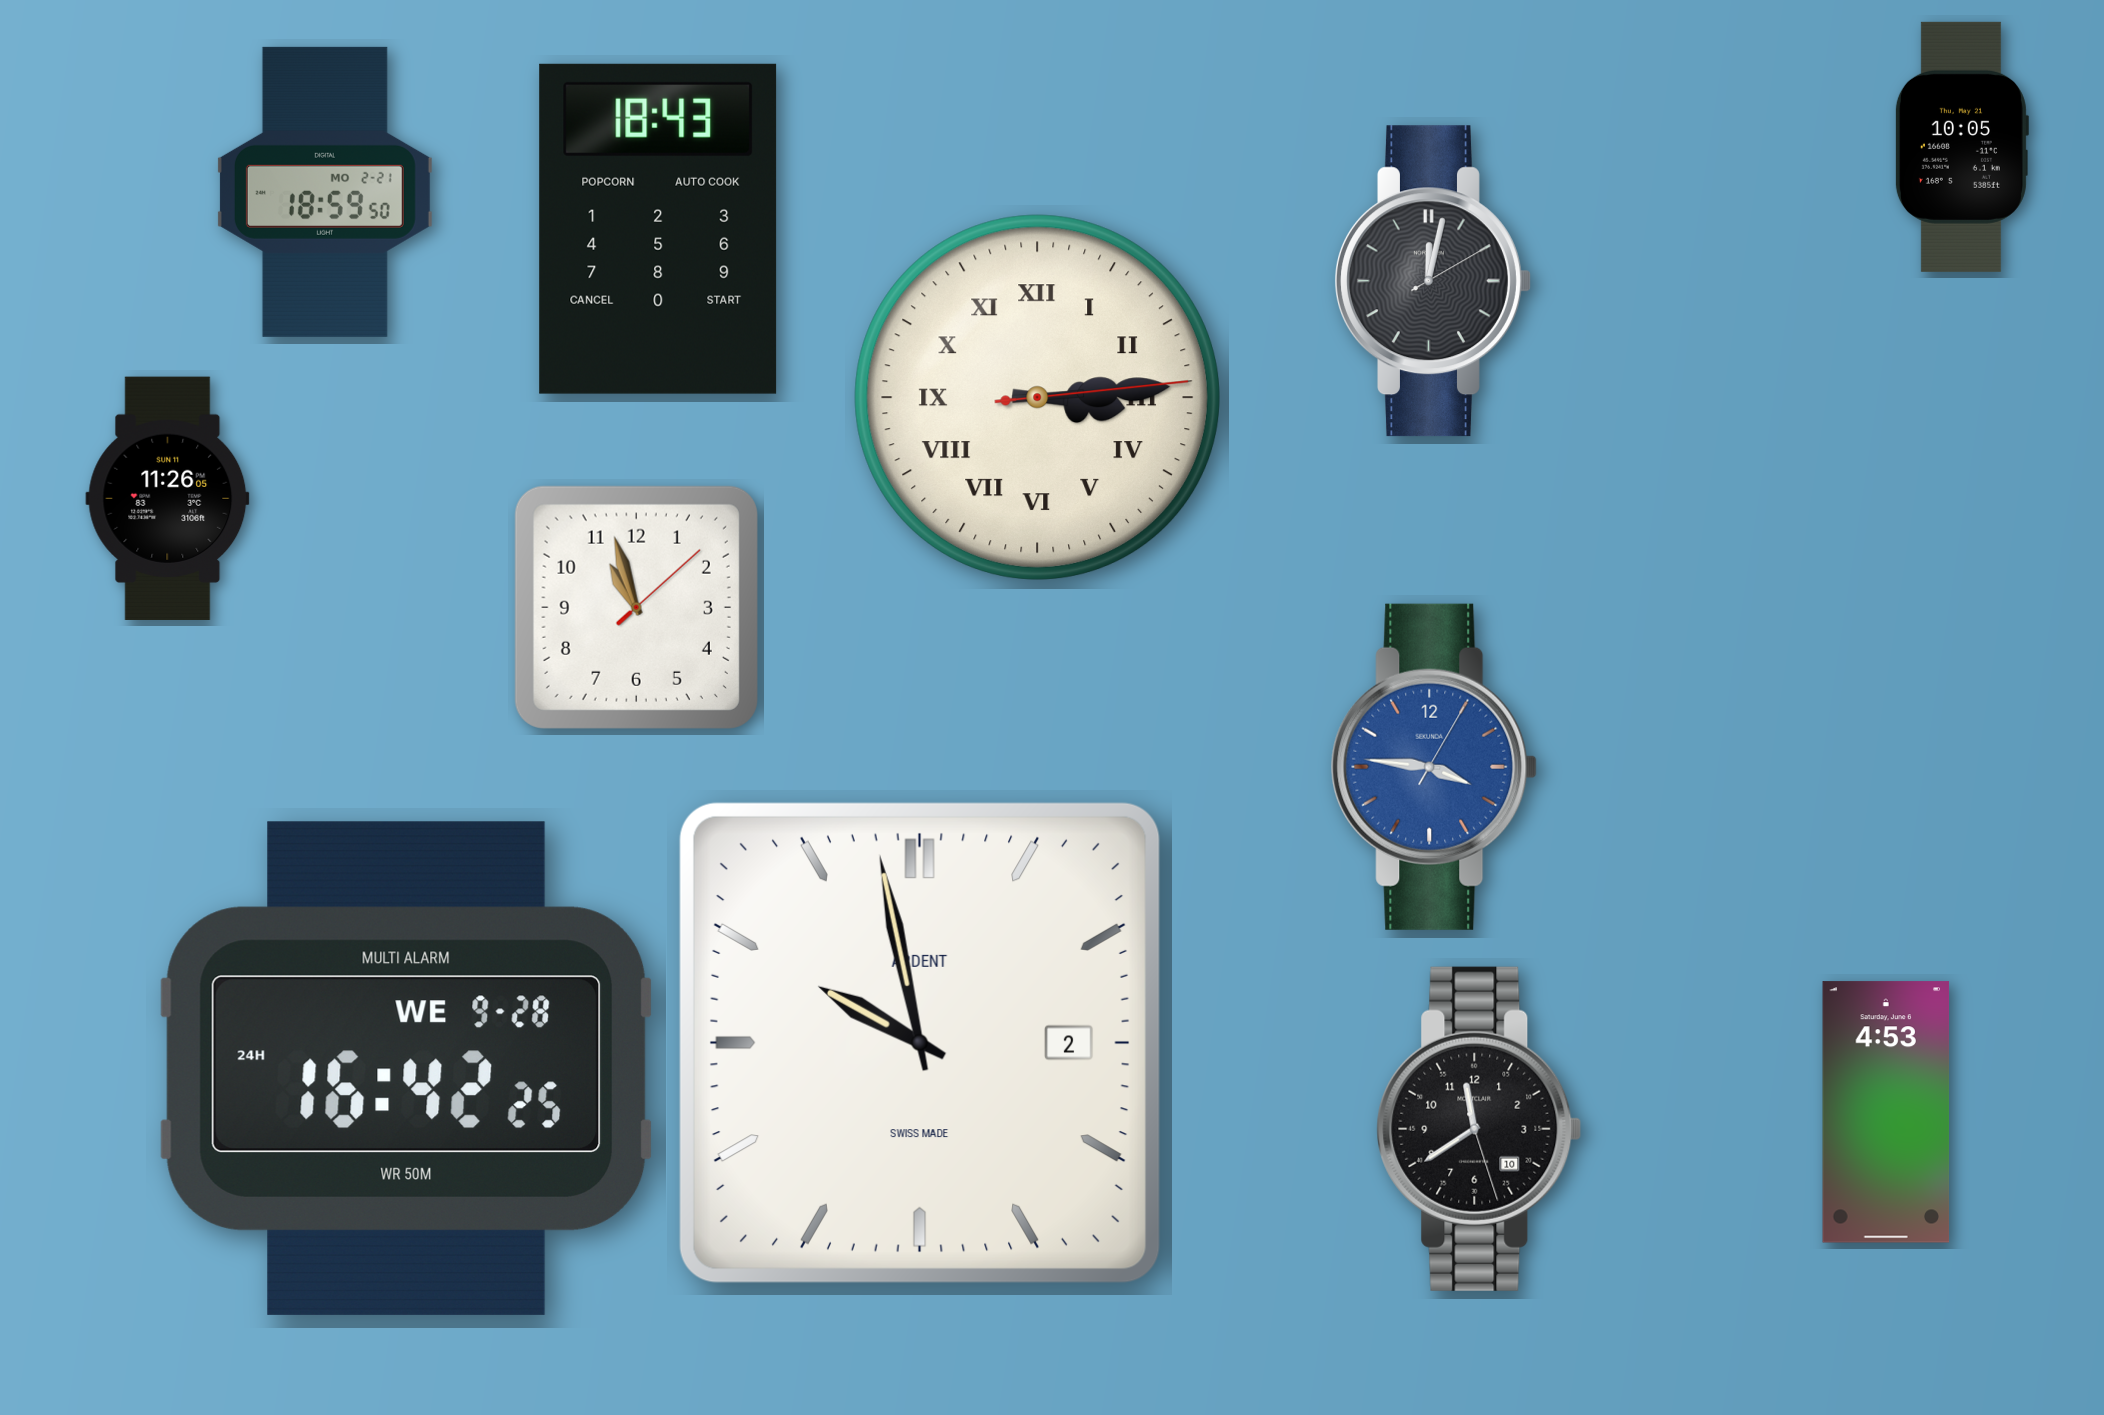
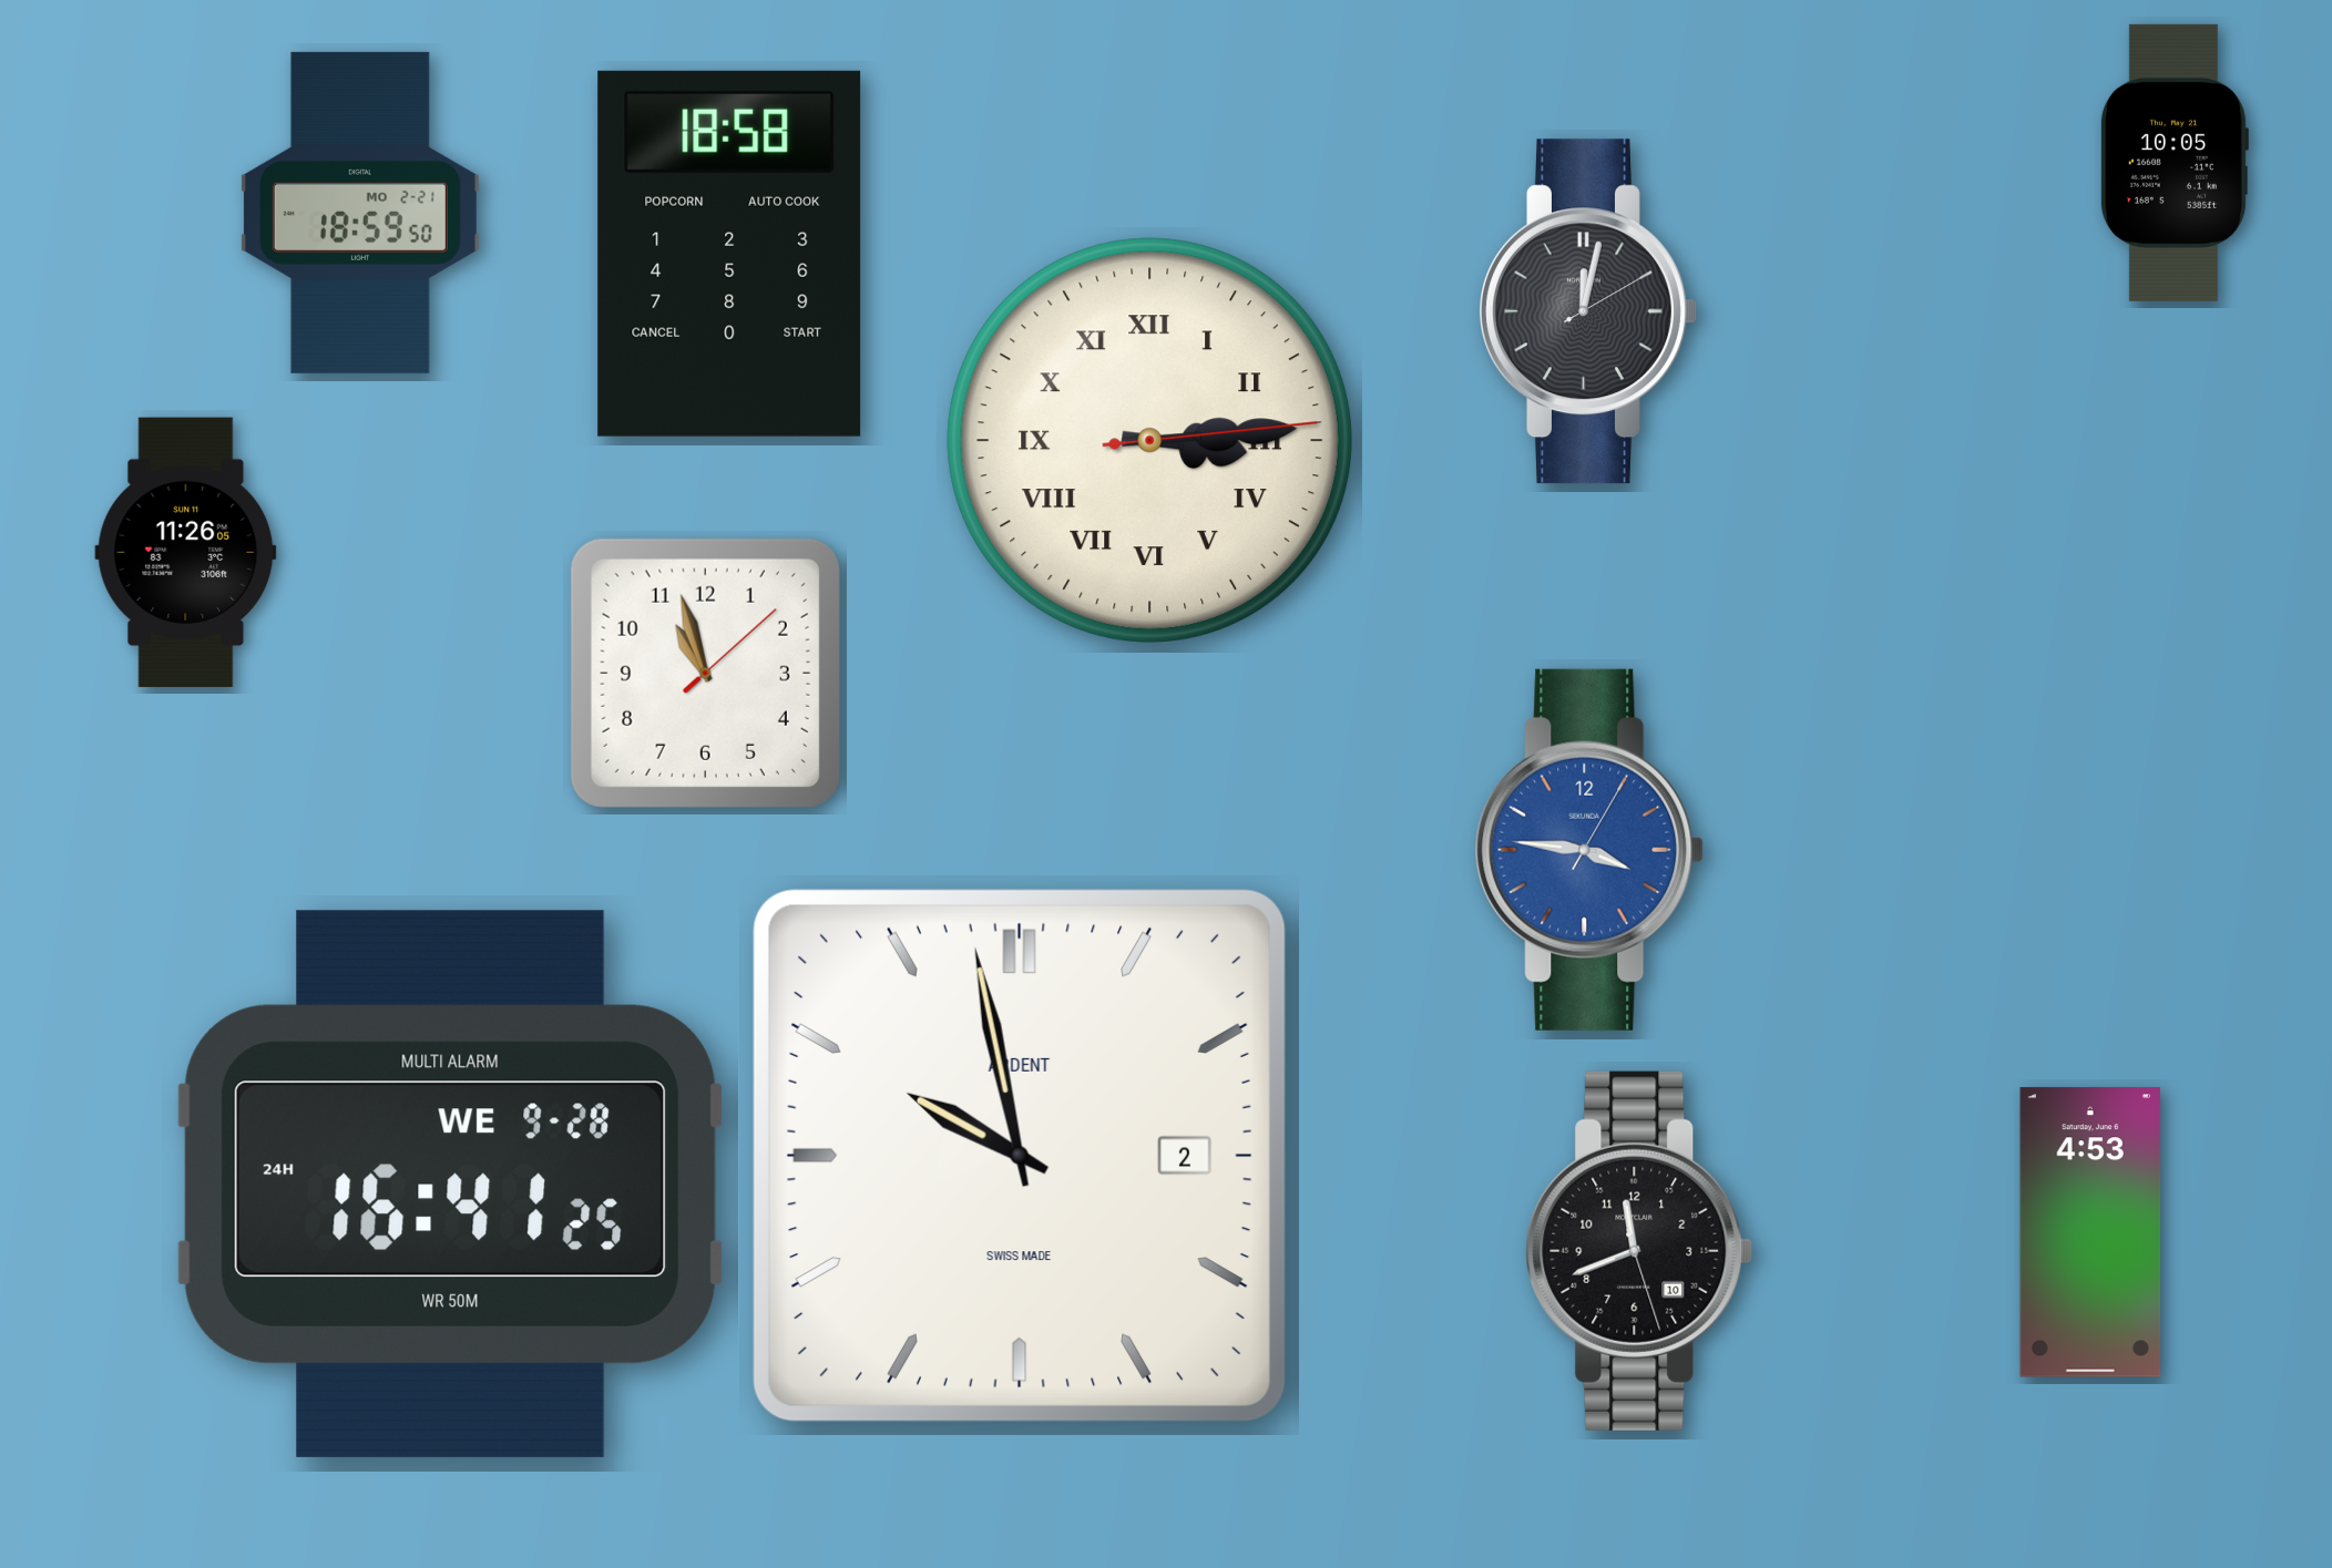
clock at (658, 229): 18:43 -> 18:58
clock at (407, 1068): 16:42 -> 16:41
clock at (1479, 1129): 11:39 -> 11:41
